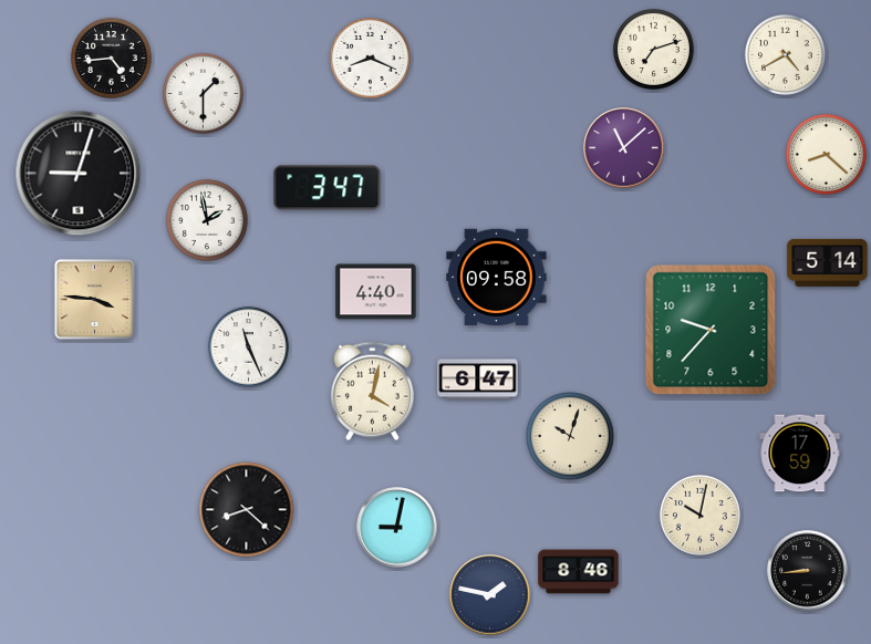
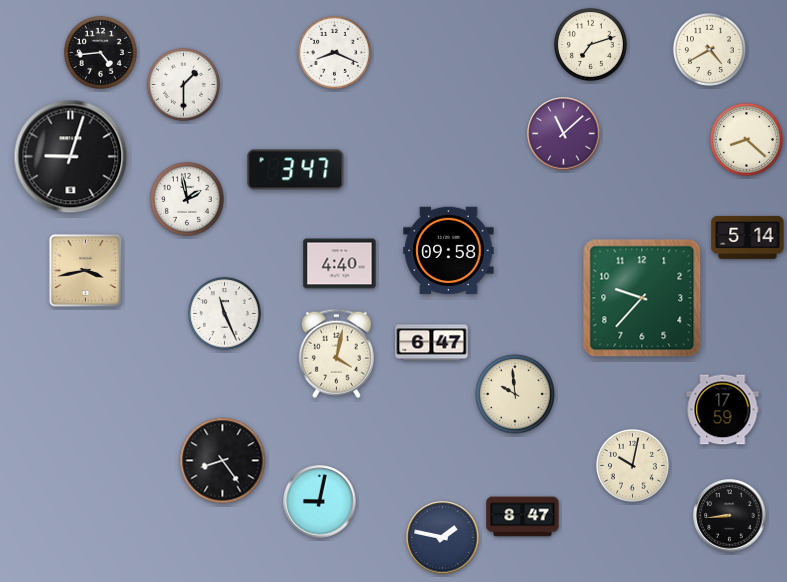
clock at (94, 299): 3:46 -> 3:43
clock at (570, 436): 10:03 -> 9:59
clock at (247, 510): 8:22 -> 8:24
clock at (397, 528) position: (397, 528) -> (320, 502)
clock at (579, 572): 8:46 -> 8:47
